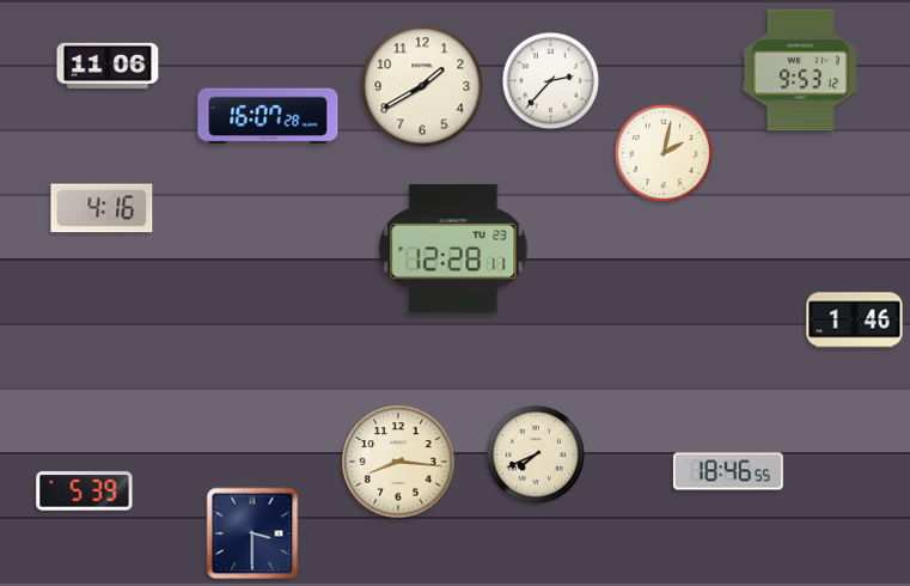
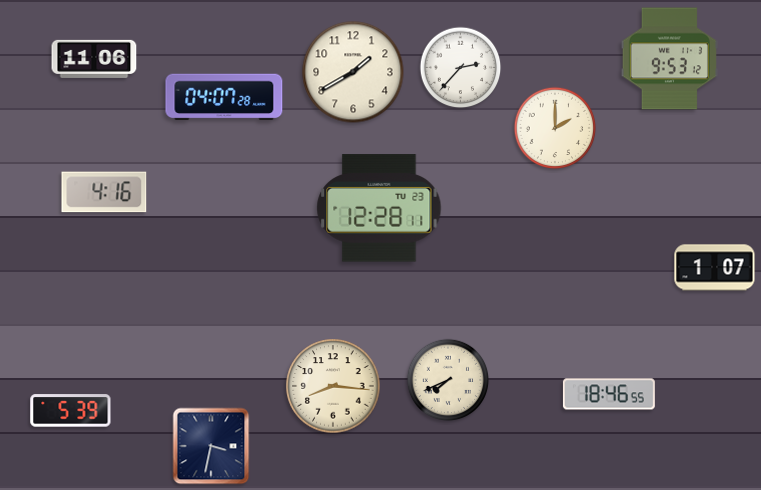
clock at (108, 66) position: (108, 66) -> (94, 59)
clock at (268, 116): 16:07 -> 04:07
clock at (664, 153): 2:02 -> 2:00
clock at (102, 208) position: (102, 208) -> (104, 192)
clock at (855, 321): 1:46 -> 1:07
clock at (252, 533): 3:30 -> 3:32
